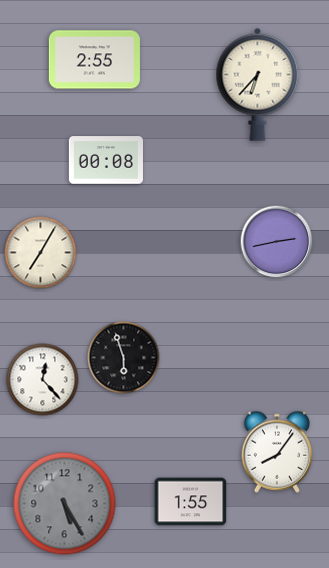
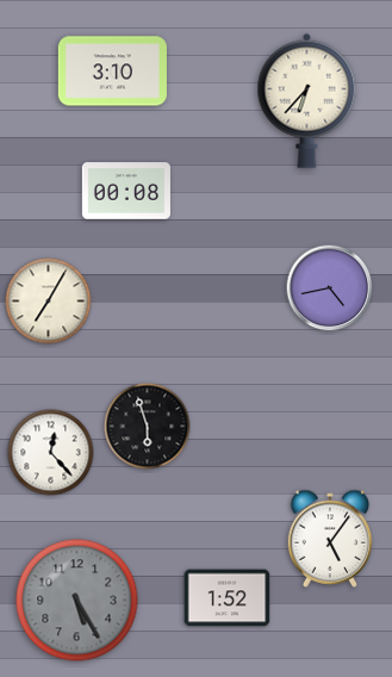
clock at (94, 60): 2:55 -> 3:10
clock at (277, 242): 2:43 -> 4:43
clock at (277, 452): 8:06 -> 5:06
clock at (191, 502): 1:55 -> 1:52
